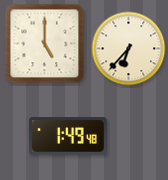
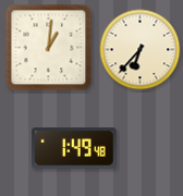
clock at (45, 44): 5:00 -> 1:01
clock at (129, 49) position: (129, 49) -> (141, 50)
